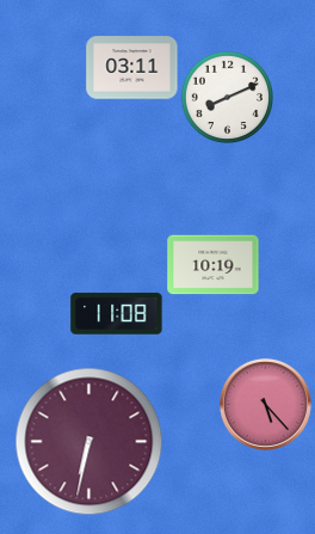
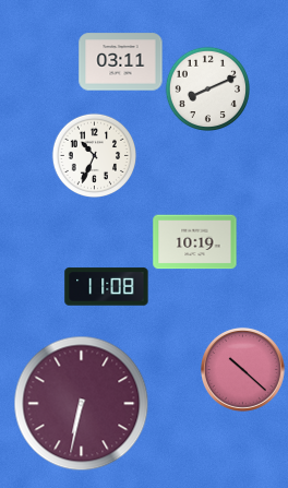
clock at (94, 155): none -> 10:34
clock at (265, 404): 5:23 -> 10:22
